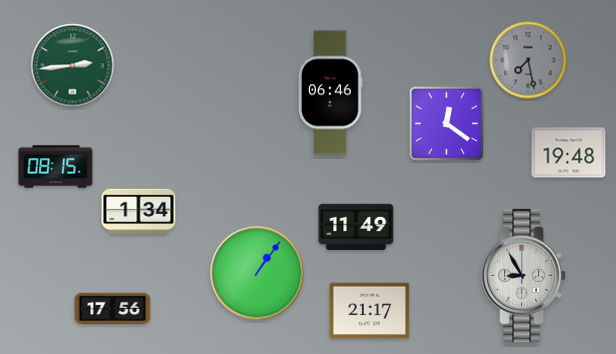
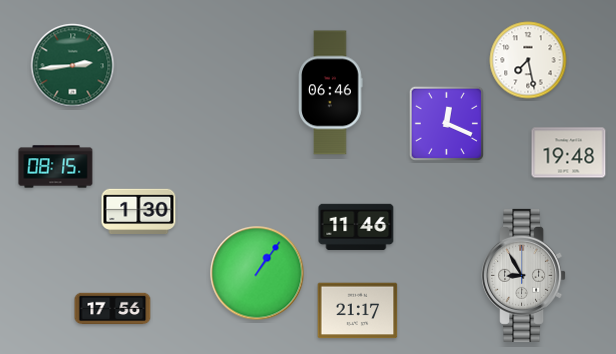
clock at (528, 60) dial: grey -> white
clock at (446, 123): 12:21 -> 12:19
clock at (139, 211): 1:34 -> 1:30
clock at (356, 227): 11:49 -> 11:46
clock at (370, 311) position: (370, 311) -> (358, 311)
